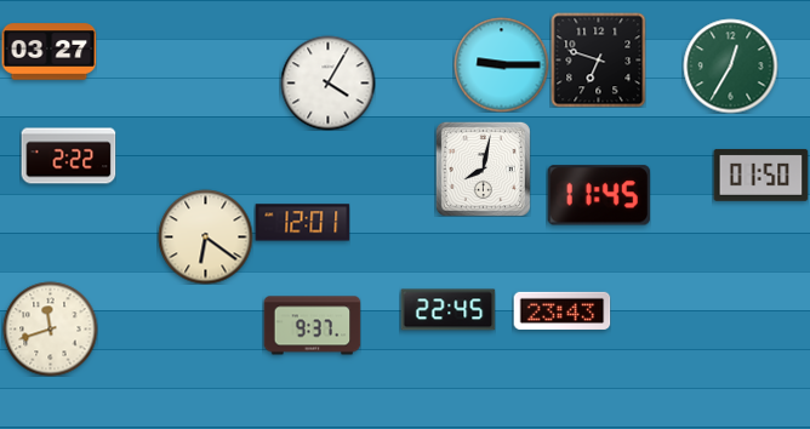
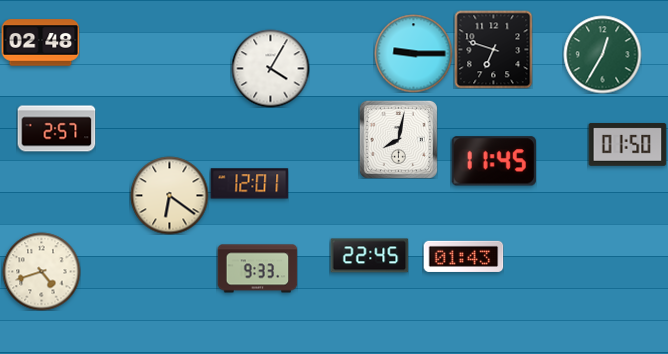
clock at (49, 52): 03:27 -> 02:48
clock at (68, 156): 2:22 -> 2:57
clock at (561, 310): 23:43 -> 01:43
clock at (312, 326): 9:37 -> 9:33
clock at (50, 328): 11:42 -> 4:42
